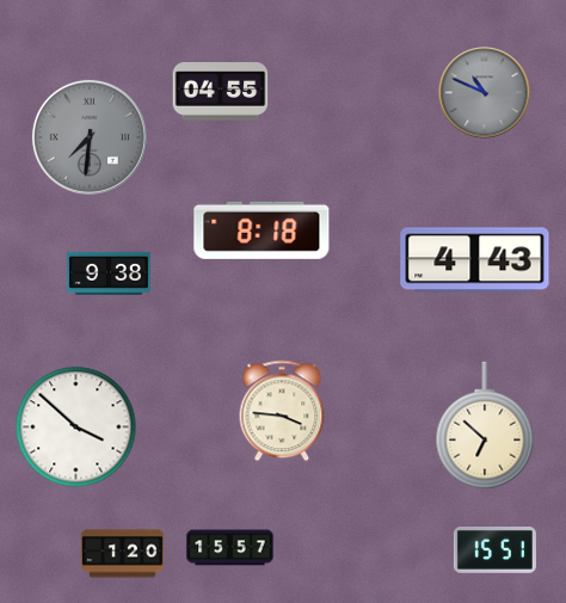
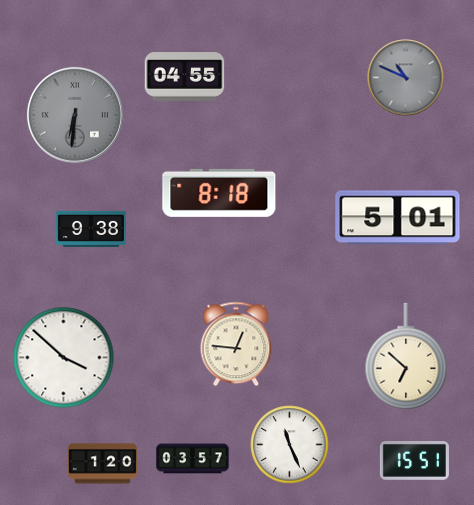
clock at (90, 137): 7:31 -> 6:31
clock at (475, 260): 4:43 -> 5:01
clock at (282, 411): 3:46 -> 12:46
clock at (290, 445): none -> 11:26
clock at (230, 548): 15:57 -> 03:57
